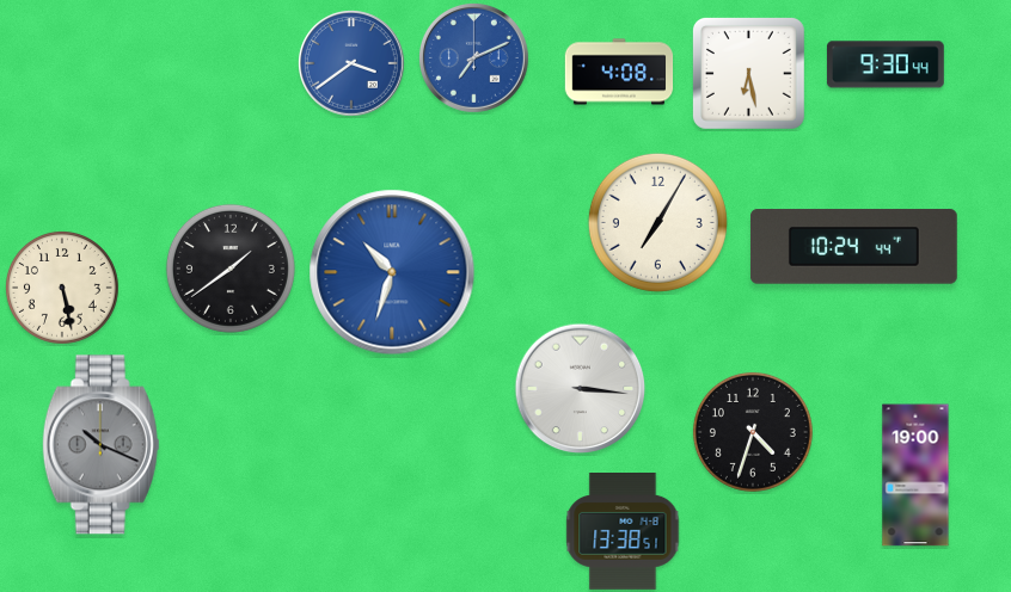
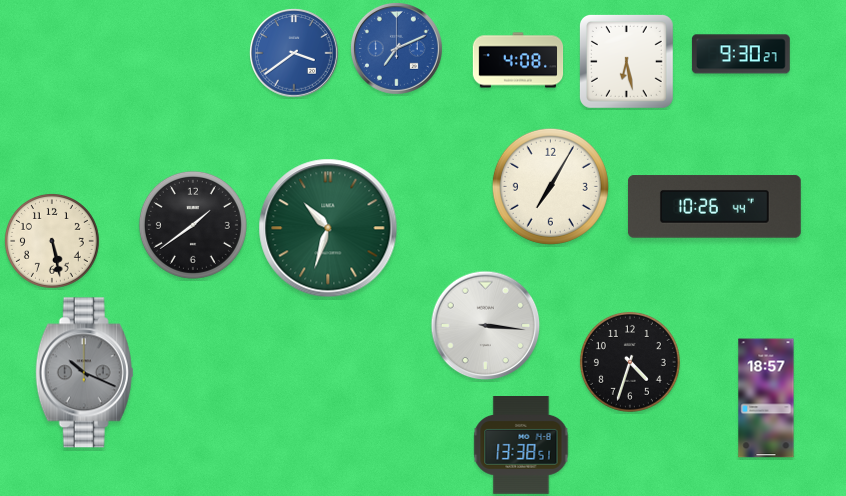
clock at (886, 64): 9:30:44 -> 9:30:27
clock at (853, 247): 10:24 -> 10:26
clock at (392, 272) dial: blue -> green
clock at (915, 475): 19:00 -> 18:57
